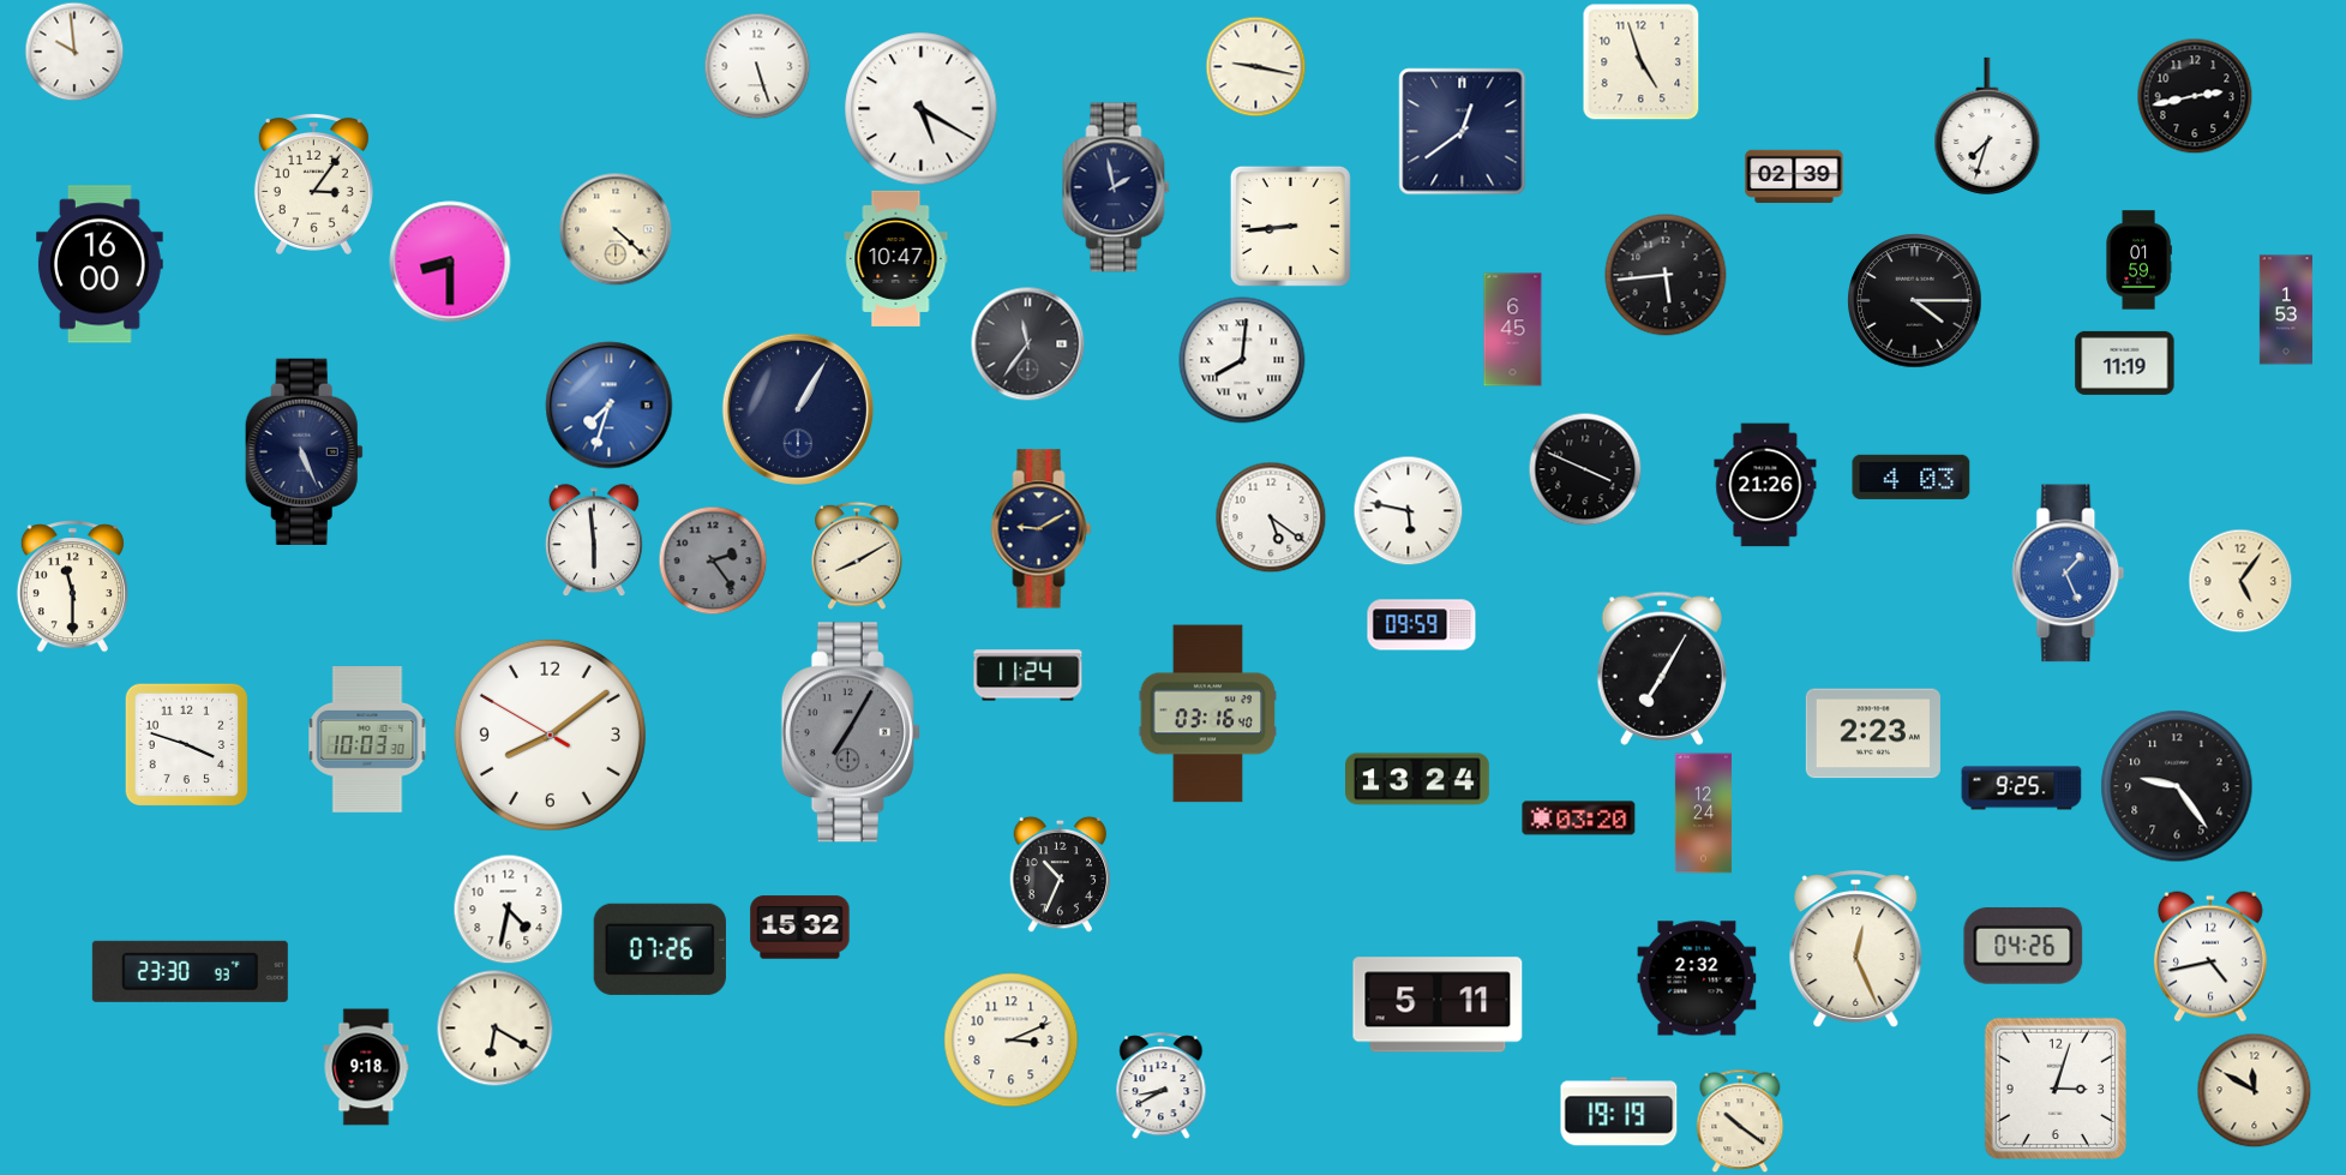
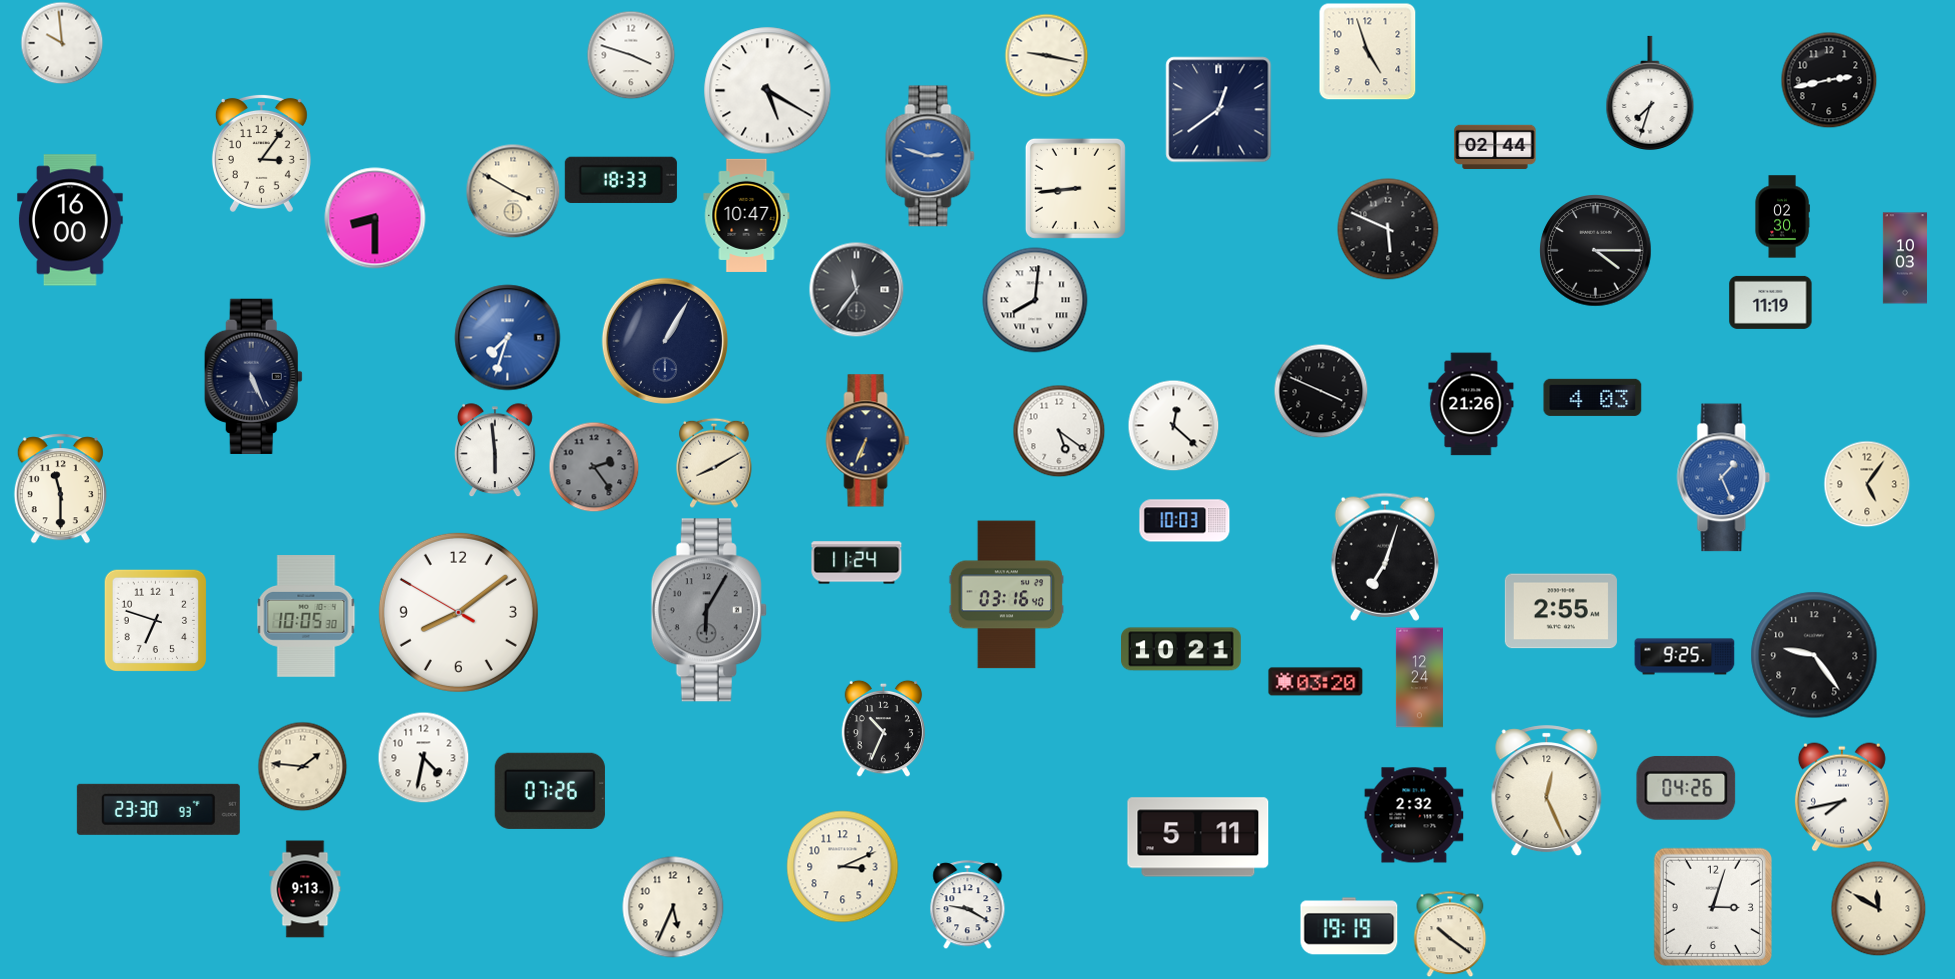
clock at (757, 66): 5:27 -> 3:48
clock at (1987, 125) position: (1987, 125) -> (1650, 92)
clock at (1794, 176): 02:39 -> 02:44
clock at (1116, 187): 1:58 -> 2:48
clock at (1116, 187) dial: navy -> blue
clock at (621, 179): none -> 18:33
clock at (616, 229): 4:22 -> 3:50
clock at (2138, 260): 01:59 -> 02:30
clock at (101, 264) position: (101, 264) -> (71, 220)
clock at (1666, 275): 5:44 -> 5:49
clock at (2285, 310): 1:53 -> 10:03
clock at (1513, 330): 6:45 -> none
clock at (1027, 343) position: (1027, 343) -> (856, 289)
clock at (1408, 510): 5:47 -> 12:22
clock at (1042, 529): 9:10 -> 6:34
clock at (1422, 625): 09:59 -> 10:03
clock at (1662, 669): 7:05 -> 7:03
clock at (851, 732): 7:05 -> 6:05
clock at (1873, 733): 2:23 -> 2:55
clock at (367, 739): 10:03 -> 10:05
clock at (186, 744): 3:48 -> 6:48
clock at (1418, 779): 13:24 -> 10:21
clock at (302, 766): none -> 1:46
clock at (800, 928): 15:32 -> none
clock at (2210, 957): 4:43 -> 7:43
clock at (494, 1027): 6:20 -> none
clock at (366, 1067): 9:18 -> 9:13
clock at (1162, 1086): 8:40 -> 9:20
clock at (673, 907): none -> 5:34
